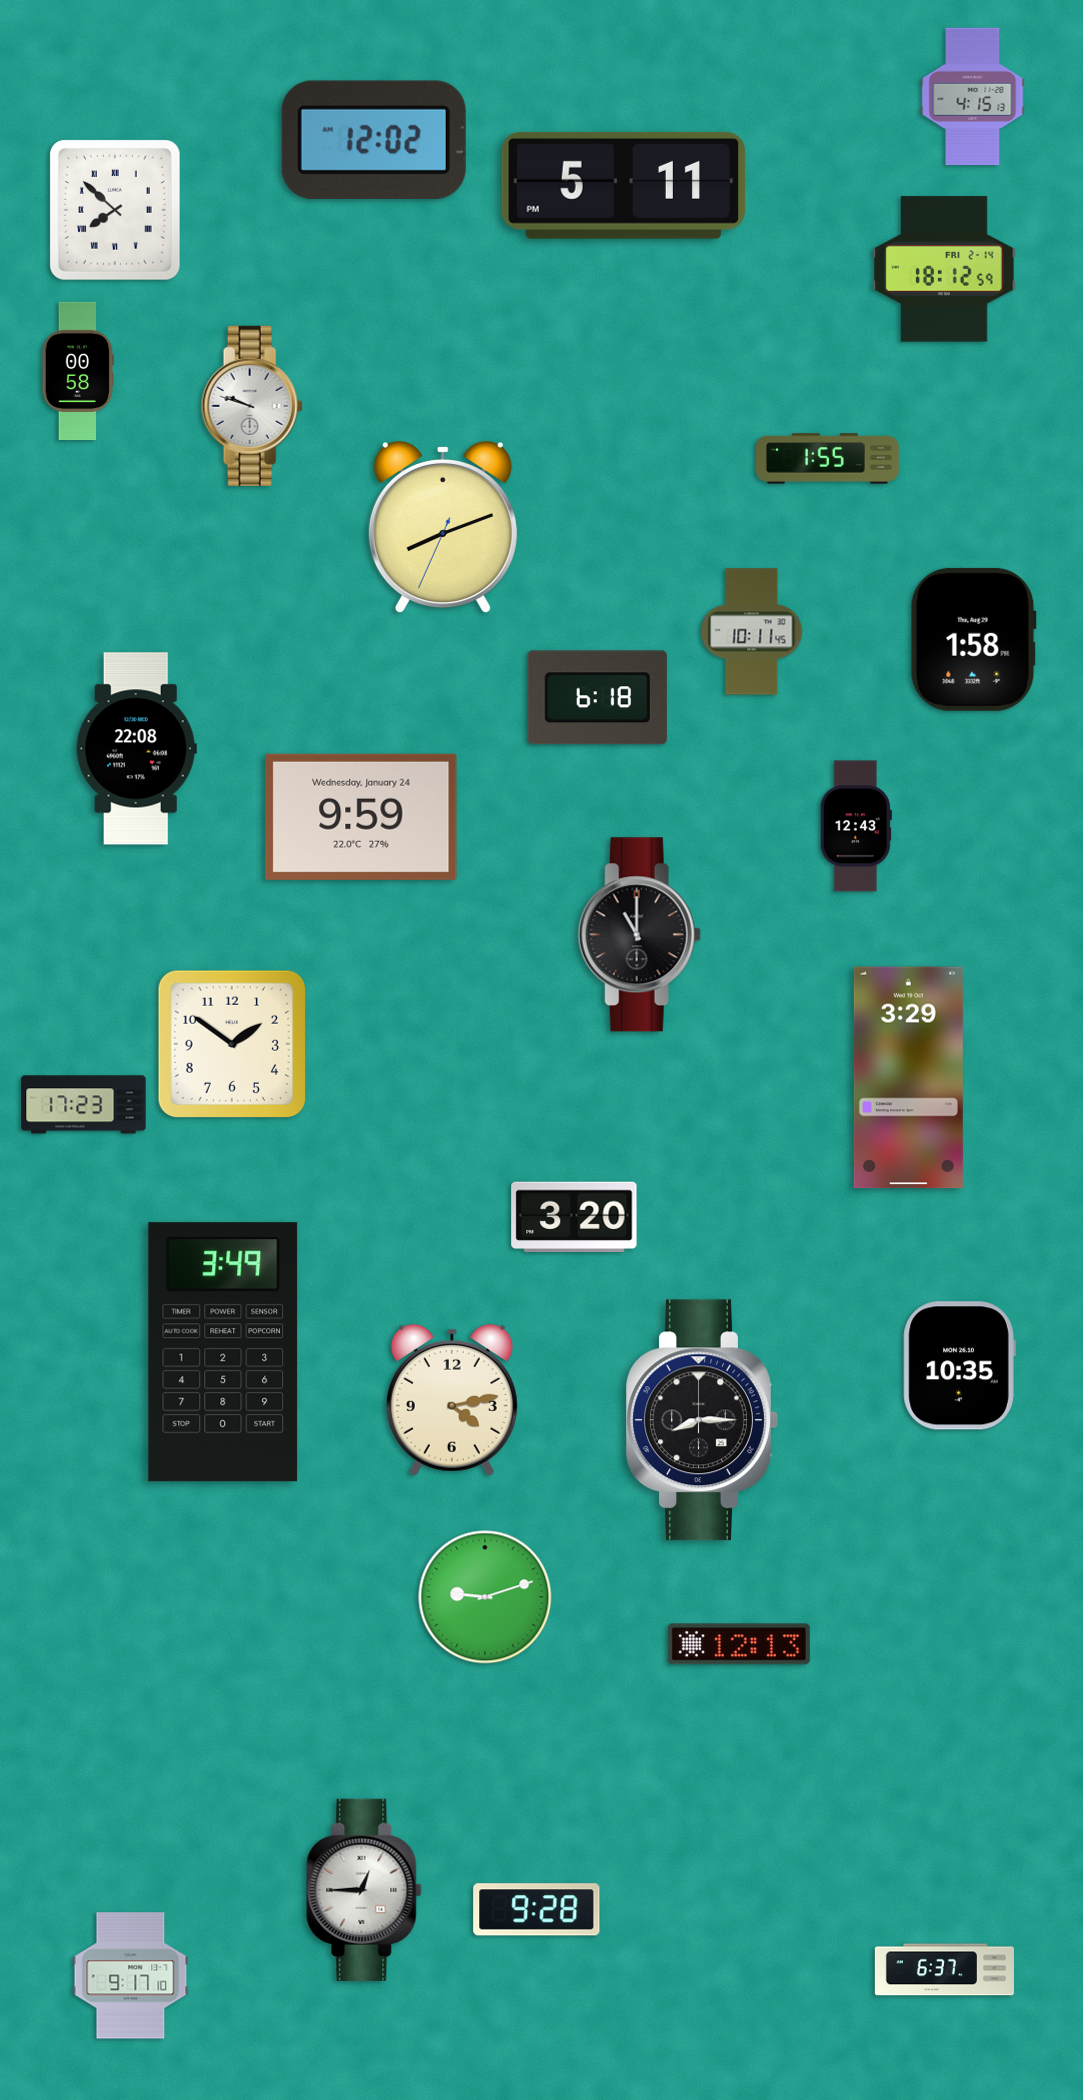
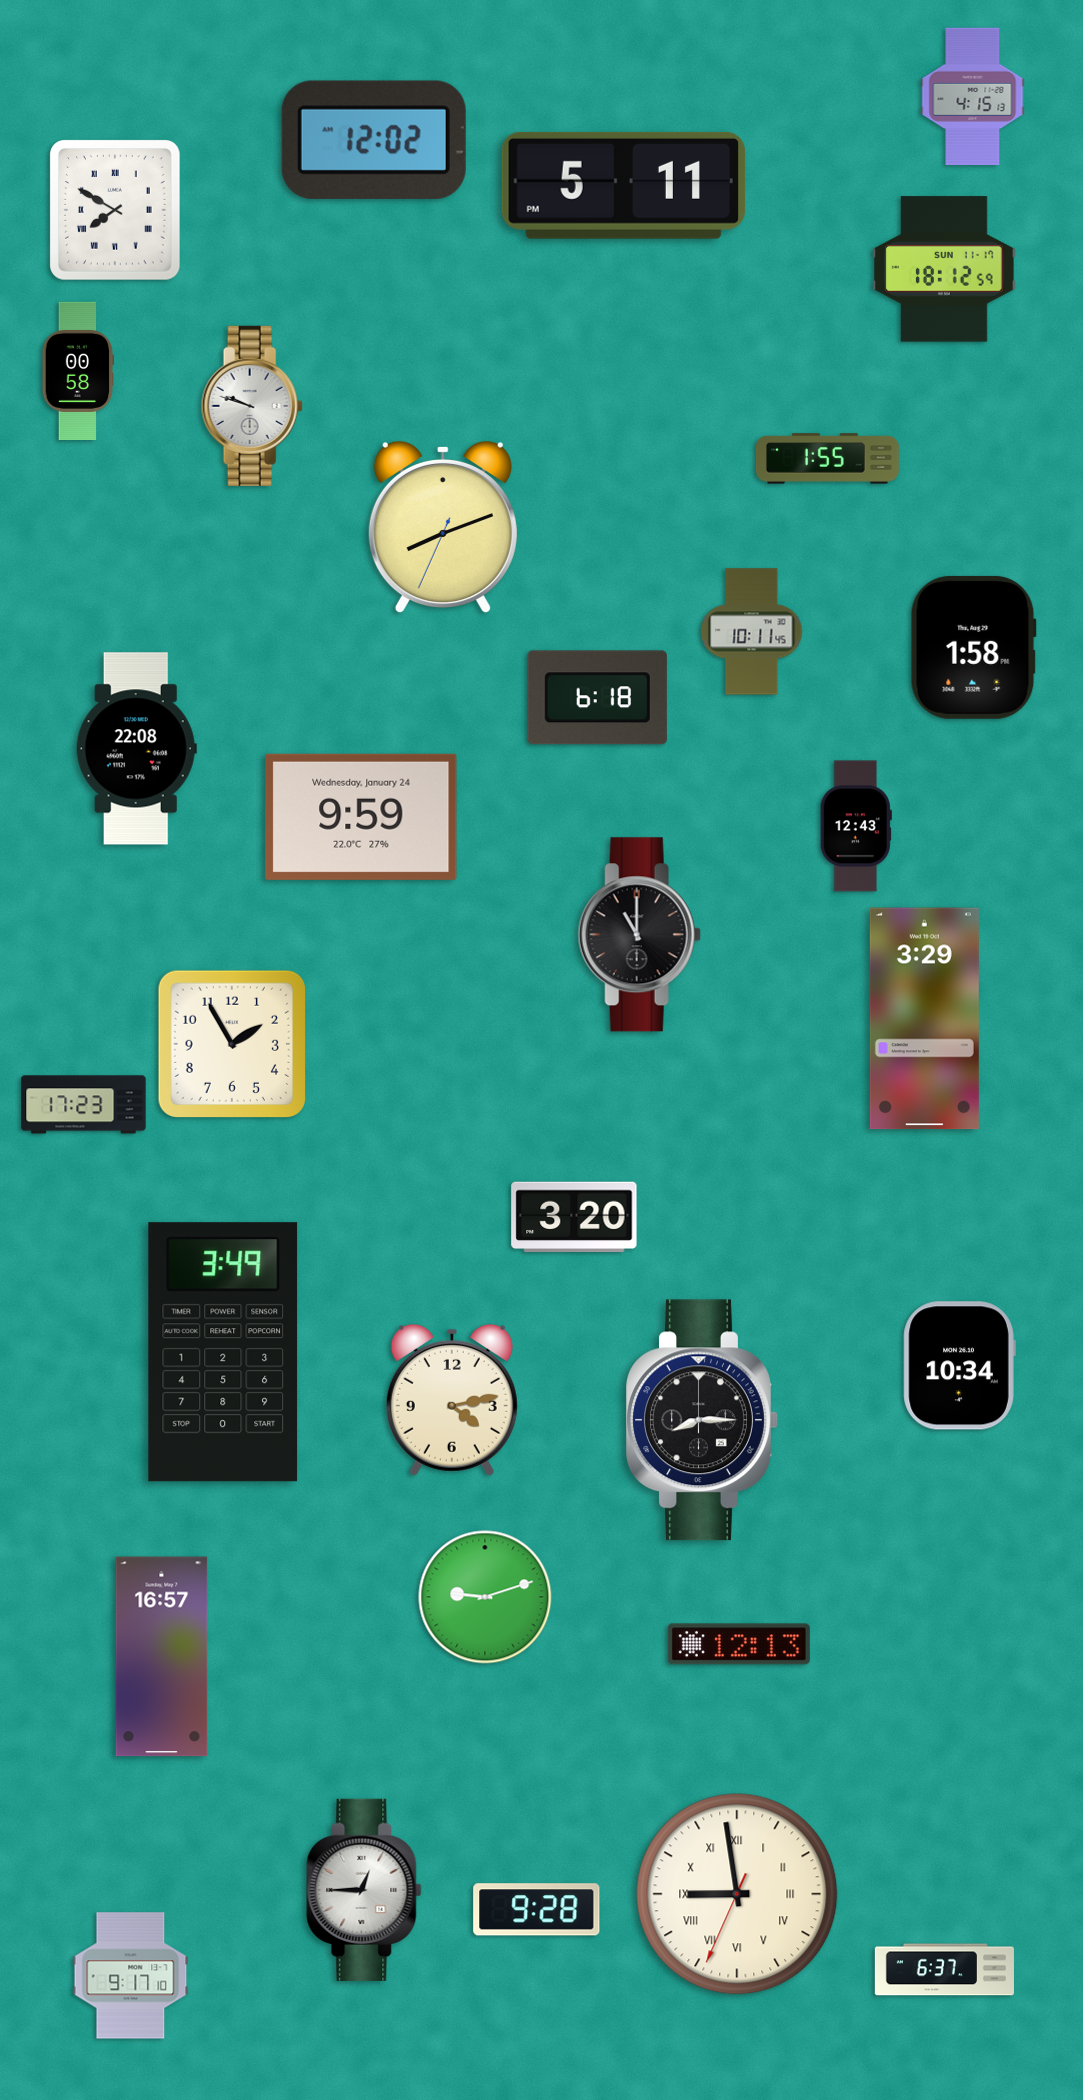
clock at (116, 210): 7:52 -> 7:50
clock at (944, 269) date: FRI 2-14 -> SUN 11-17
clock at (973, 639) position: (973, 639) -> (973, 647)
clock at (231, 1043): 1:51 -> 1:55
clock at (908, 1078) position: (908, 1078) -> (924, 1019)
clock at (959, 1366): 10:35 -> 10:34
clock at (162, 1657): none -> 16:57
clock at (737, 1894): none -> 8:58
